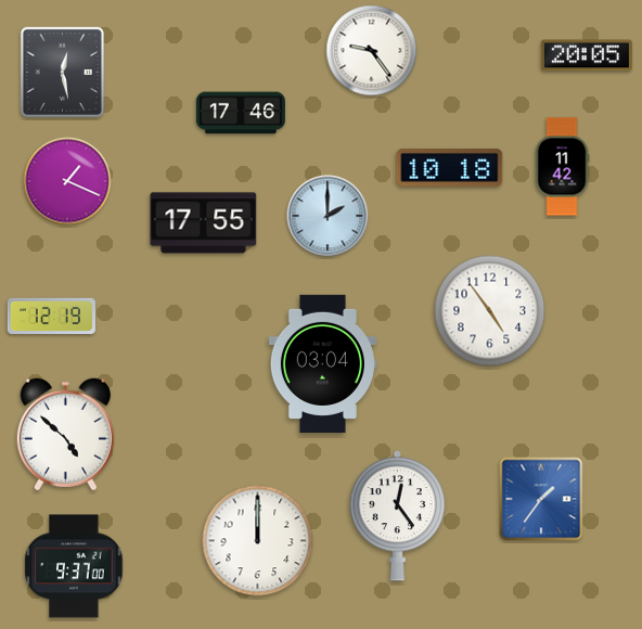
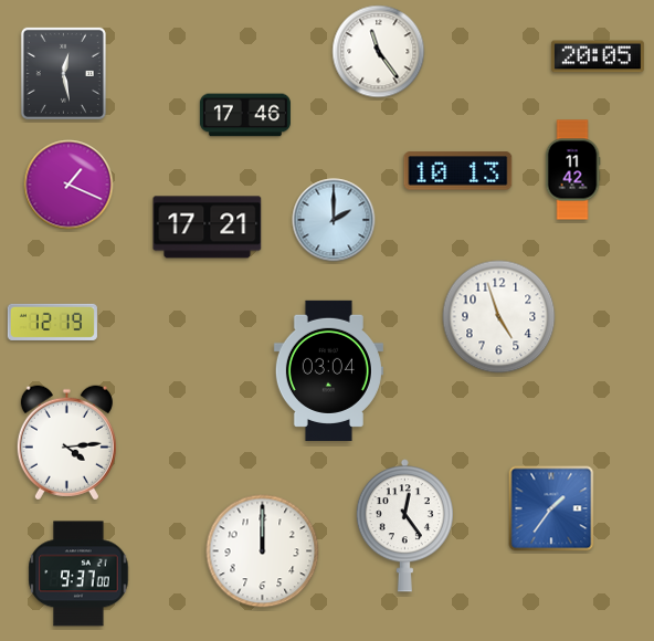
clock at (372, 51): 9:24 -> 11:24
clock at (450, 168): 10:18 -> 10:13
clock at (204, 223): 17:55 -> 17:21
clock at (490, 311): 4:54 -> 4:57
clock at (65, 435): 4:52 -> 4:14
clock at (74, 566) position: (74, 566) -> (78, 574)
